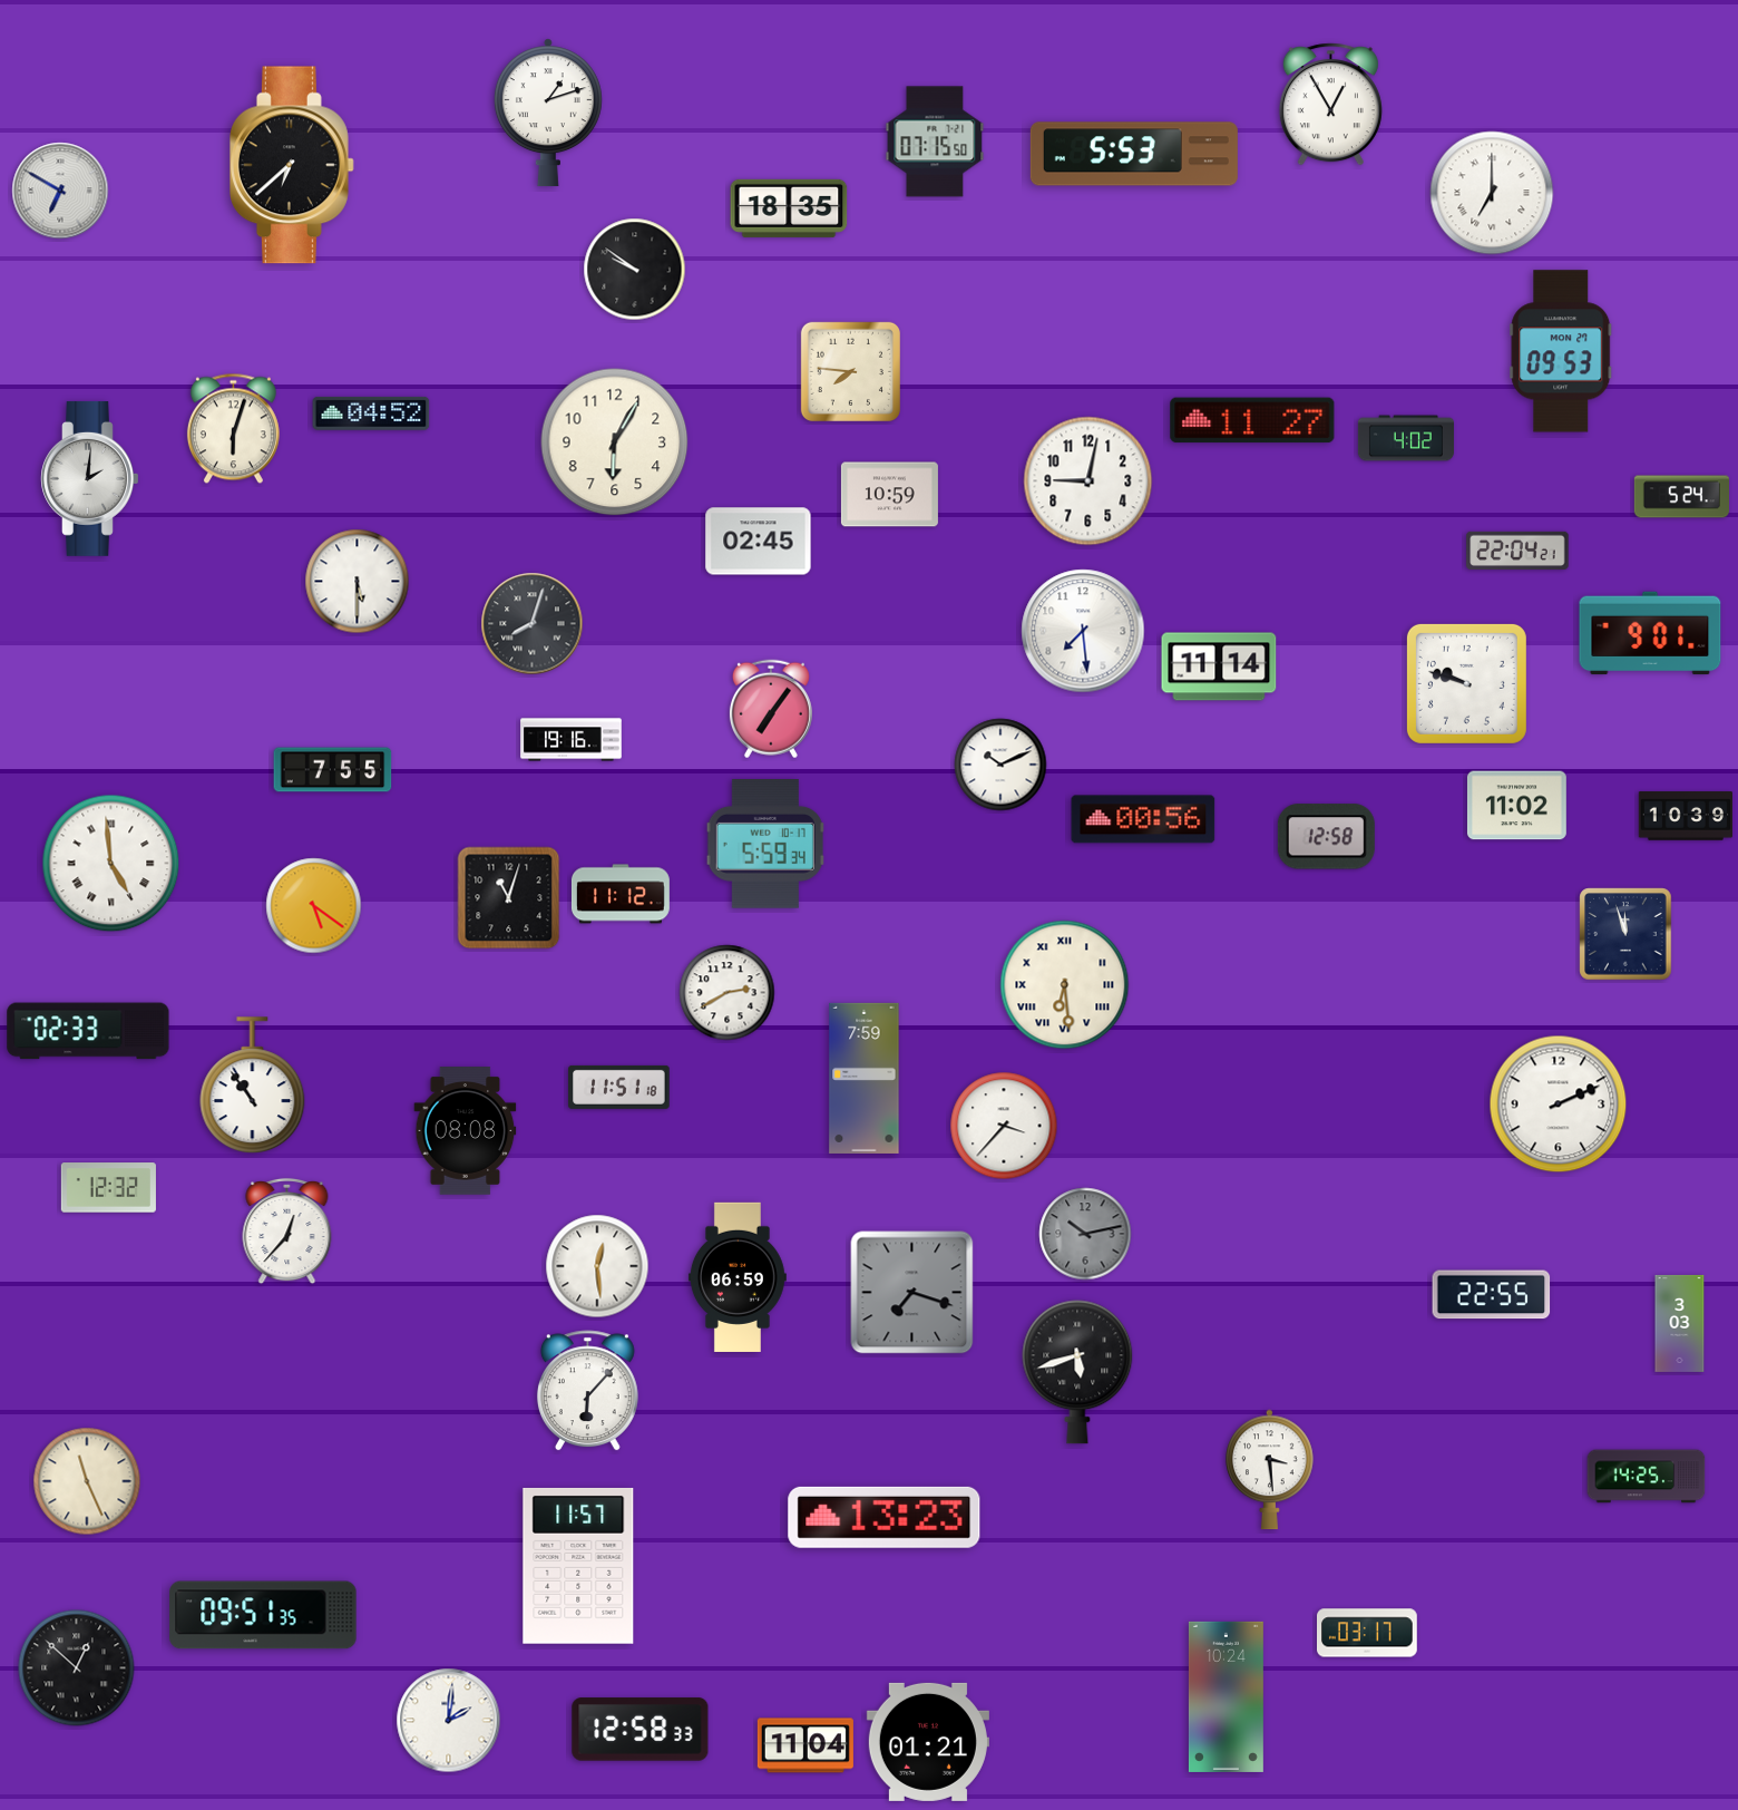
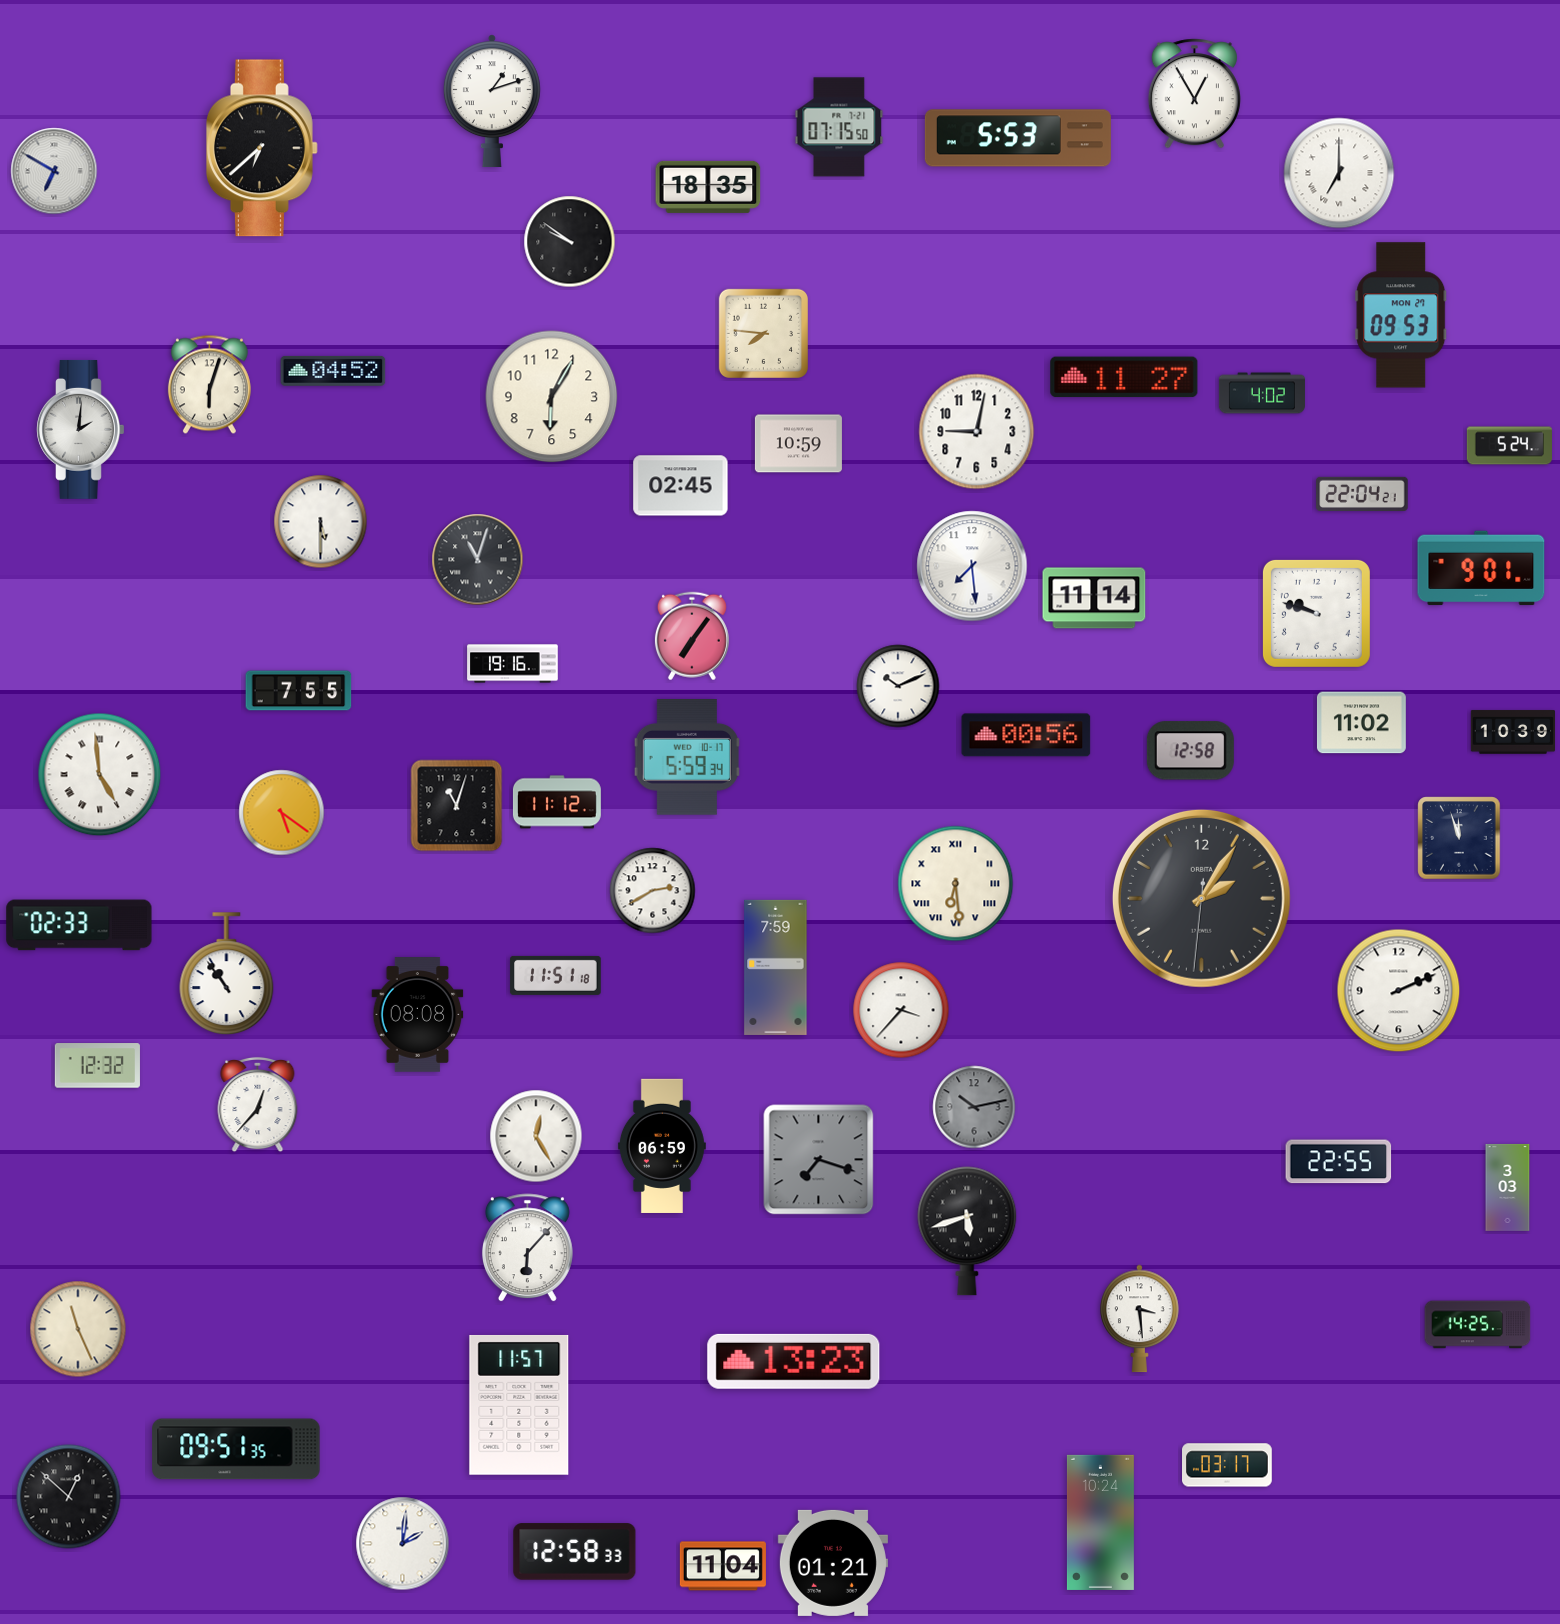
clock at (533, 624): 8:03 -> 11:03
clock at (1201, 898): none -> 2:05
clock at (597, 1266): 12:29 -> 12:25
